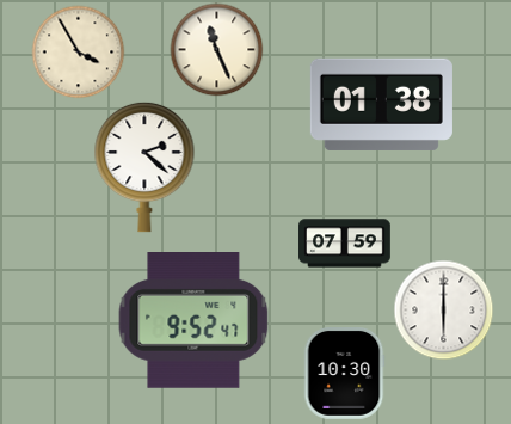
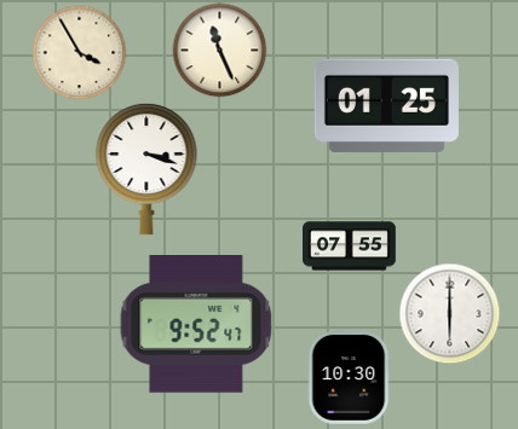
clock at (381, 104): 01:38 -> 01:25
clock at (144, 167): 2:22 -> 3:18
clock at (345, 244): 07:59 -> 07:55
